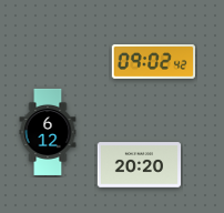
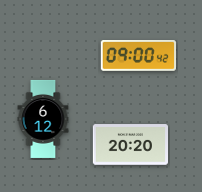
clock at (153, 62): 09:02 -> 09:00
clock at (139, 165) position: (139, 165) -> (130, 145)
